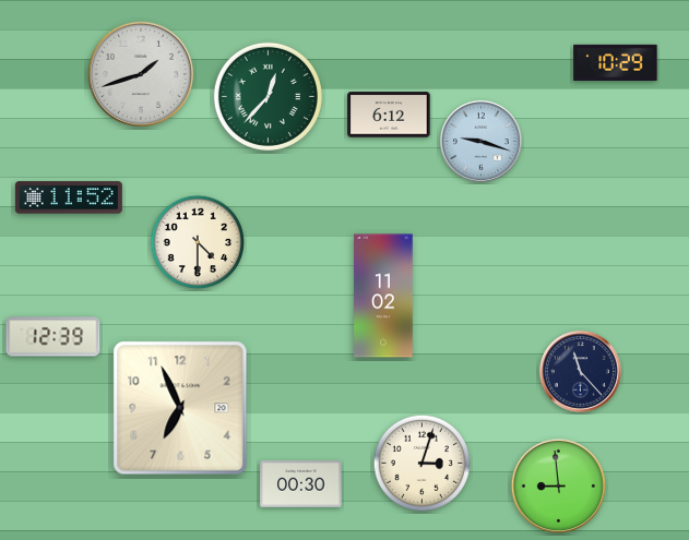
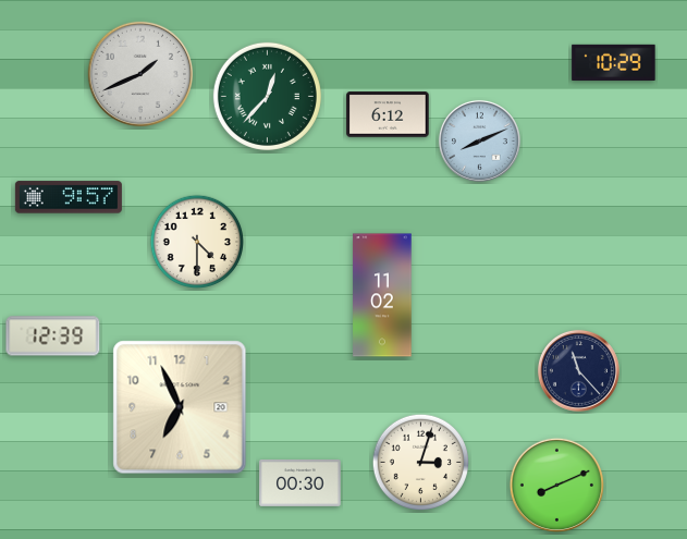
clock at (141, 74): 1:42 -> 1:41
clock at (480, 141): 9:18 -> 8:11
clock at (69, 197): 11:52 -> 9:57
clock at (558, 485): 8:59 -> 8:11
